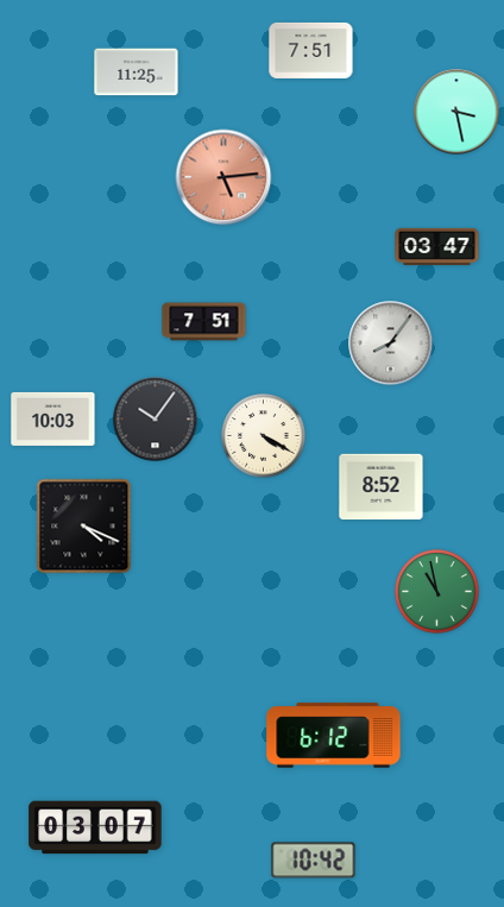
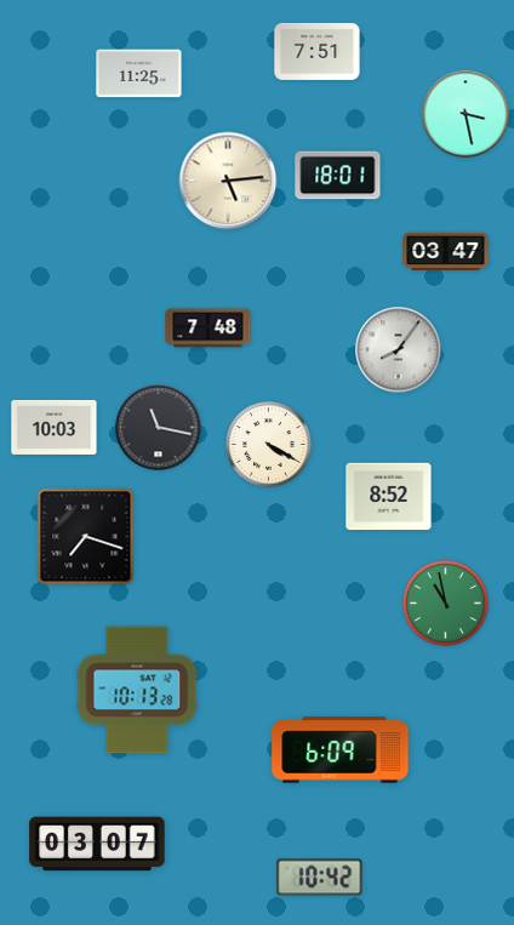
clock at (338, 176): none -> 18:01
clock at (223, 177) dial: salmon -> cream
clock at (204, 322): 7:51 -> 7:48
clock at (156, 420): 10:06 -> 11:17
clock at (84, 527): 4:19 -> 7:18
clock at (137, 690): none -> 10:13
clock at (334, 736): 6:12 -> 6:09
